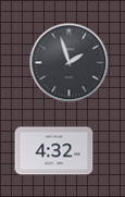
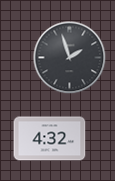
clock at (70, 63) position: (70, 63) -> (70, 58)
